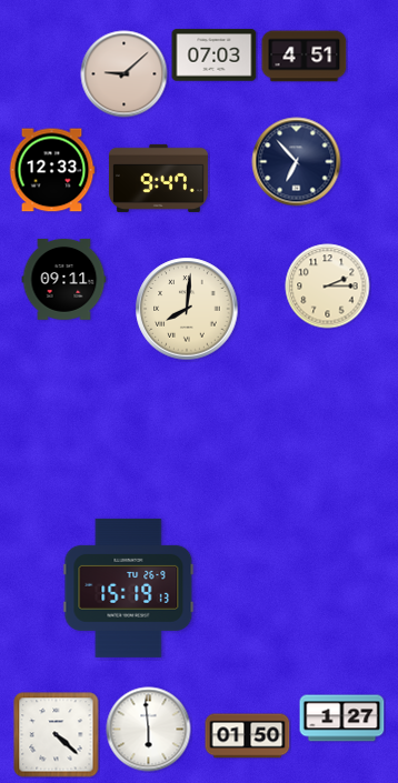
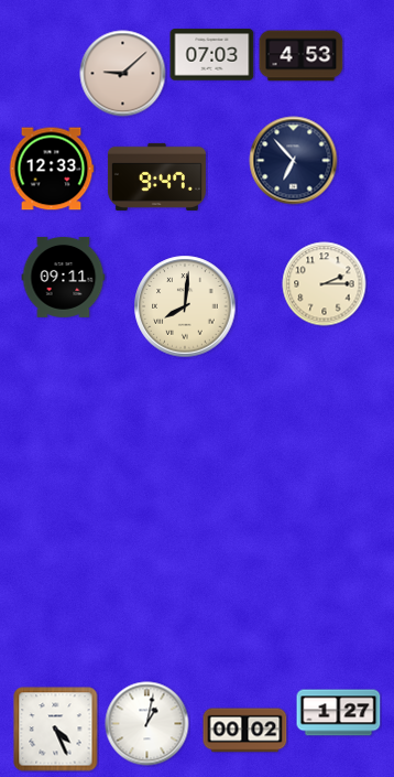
clock at (305, 57): 4:51 -> 4:53
clock at (129, 588): 15:19 -> none
clock at (149, 730): 5:59 -> 1:02
clock at (57, 735): 4:22 -> 4:26
clock at (248, 736): 01:50 -> 00:02
